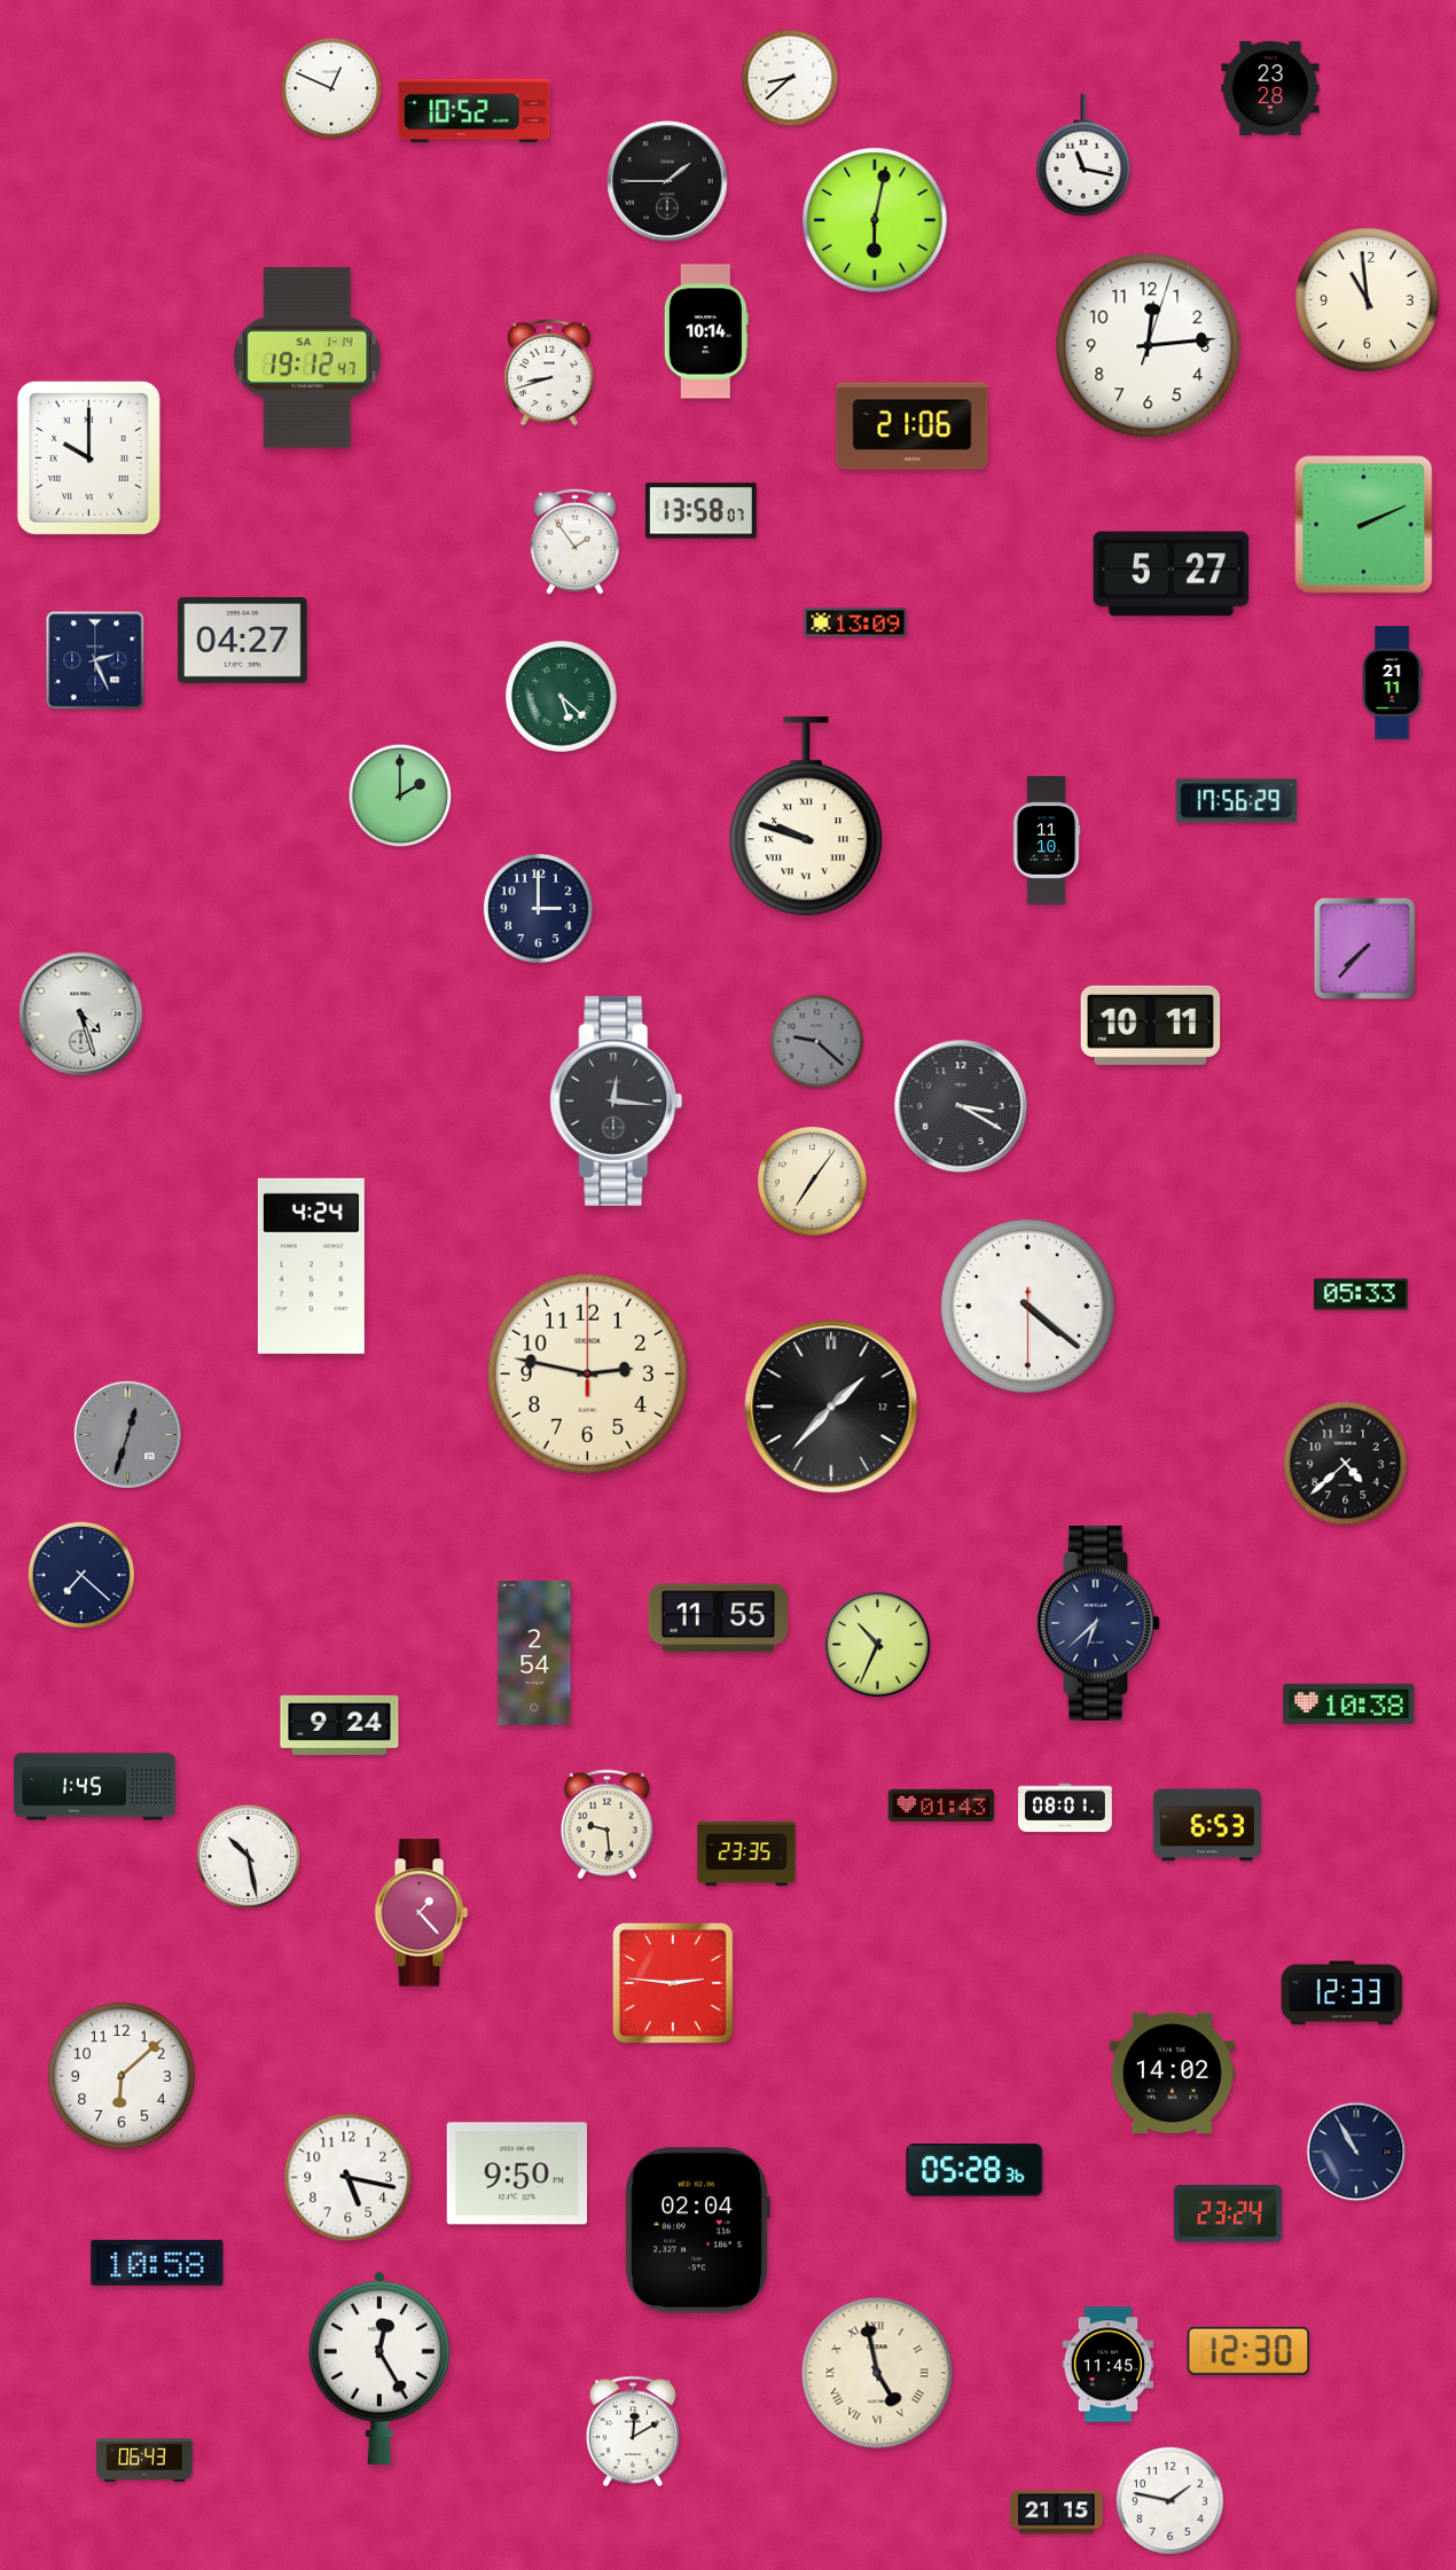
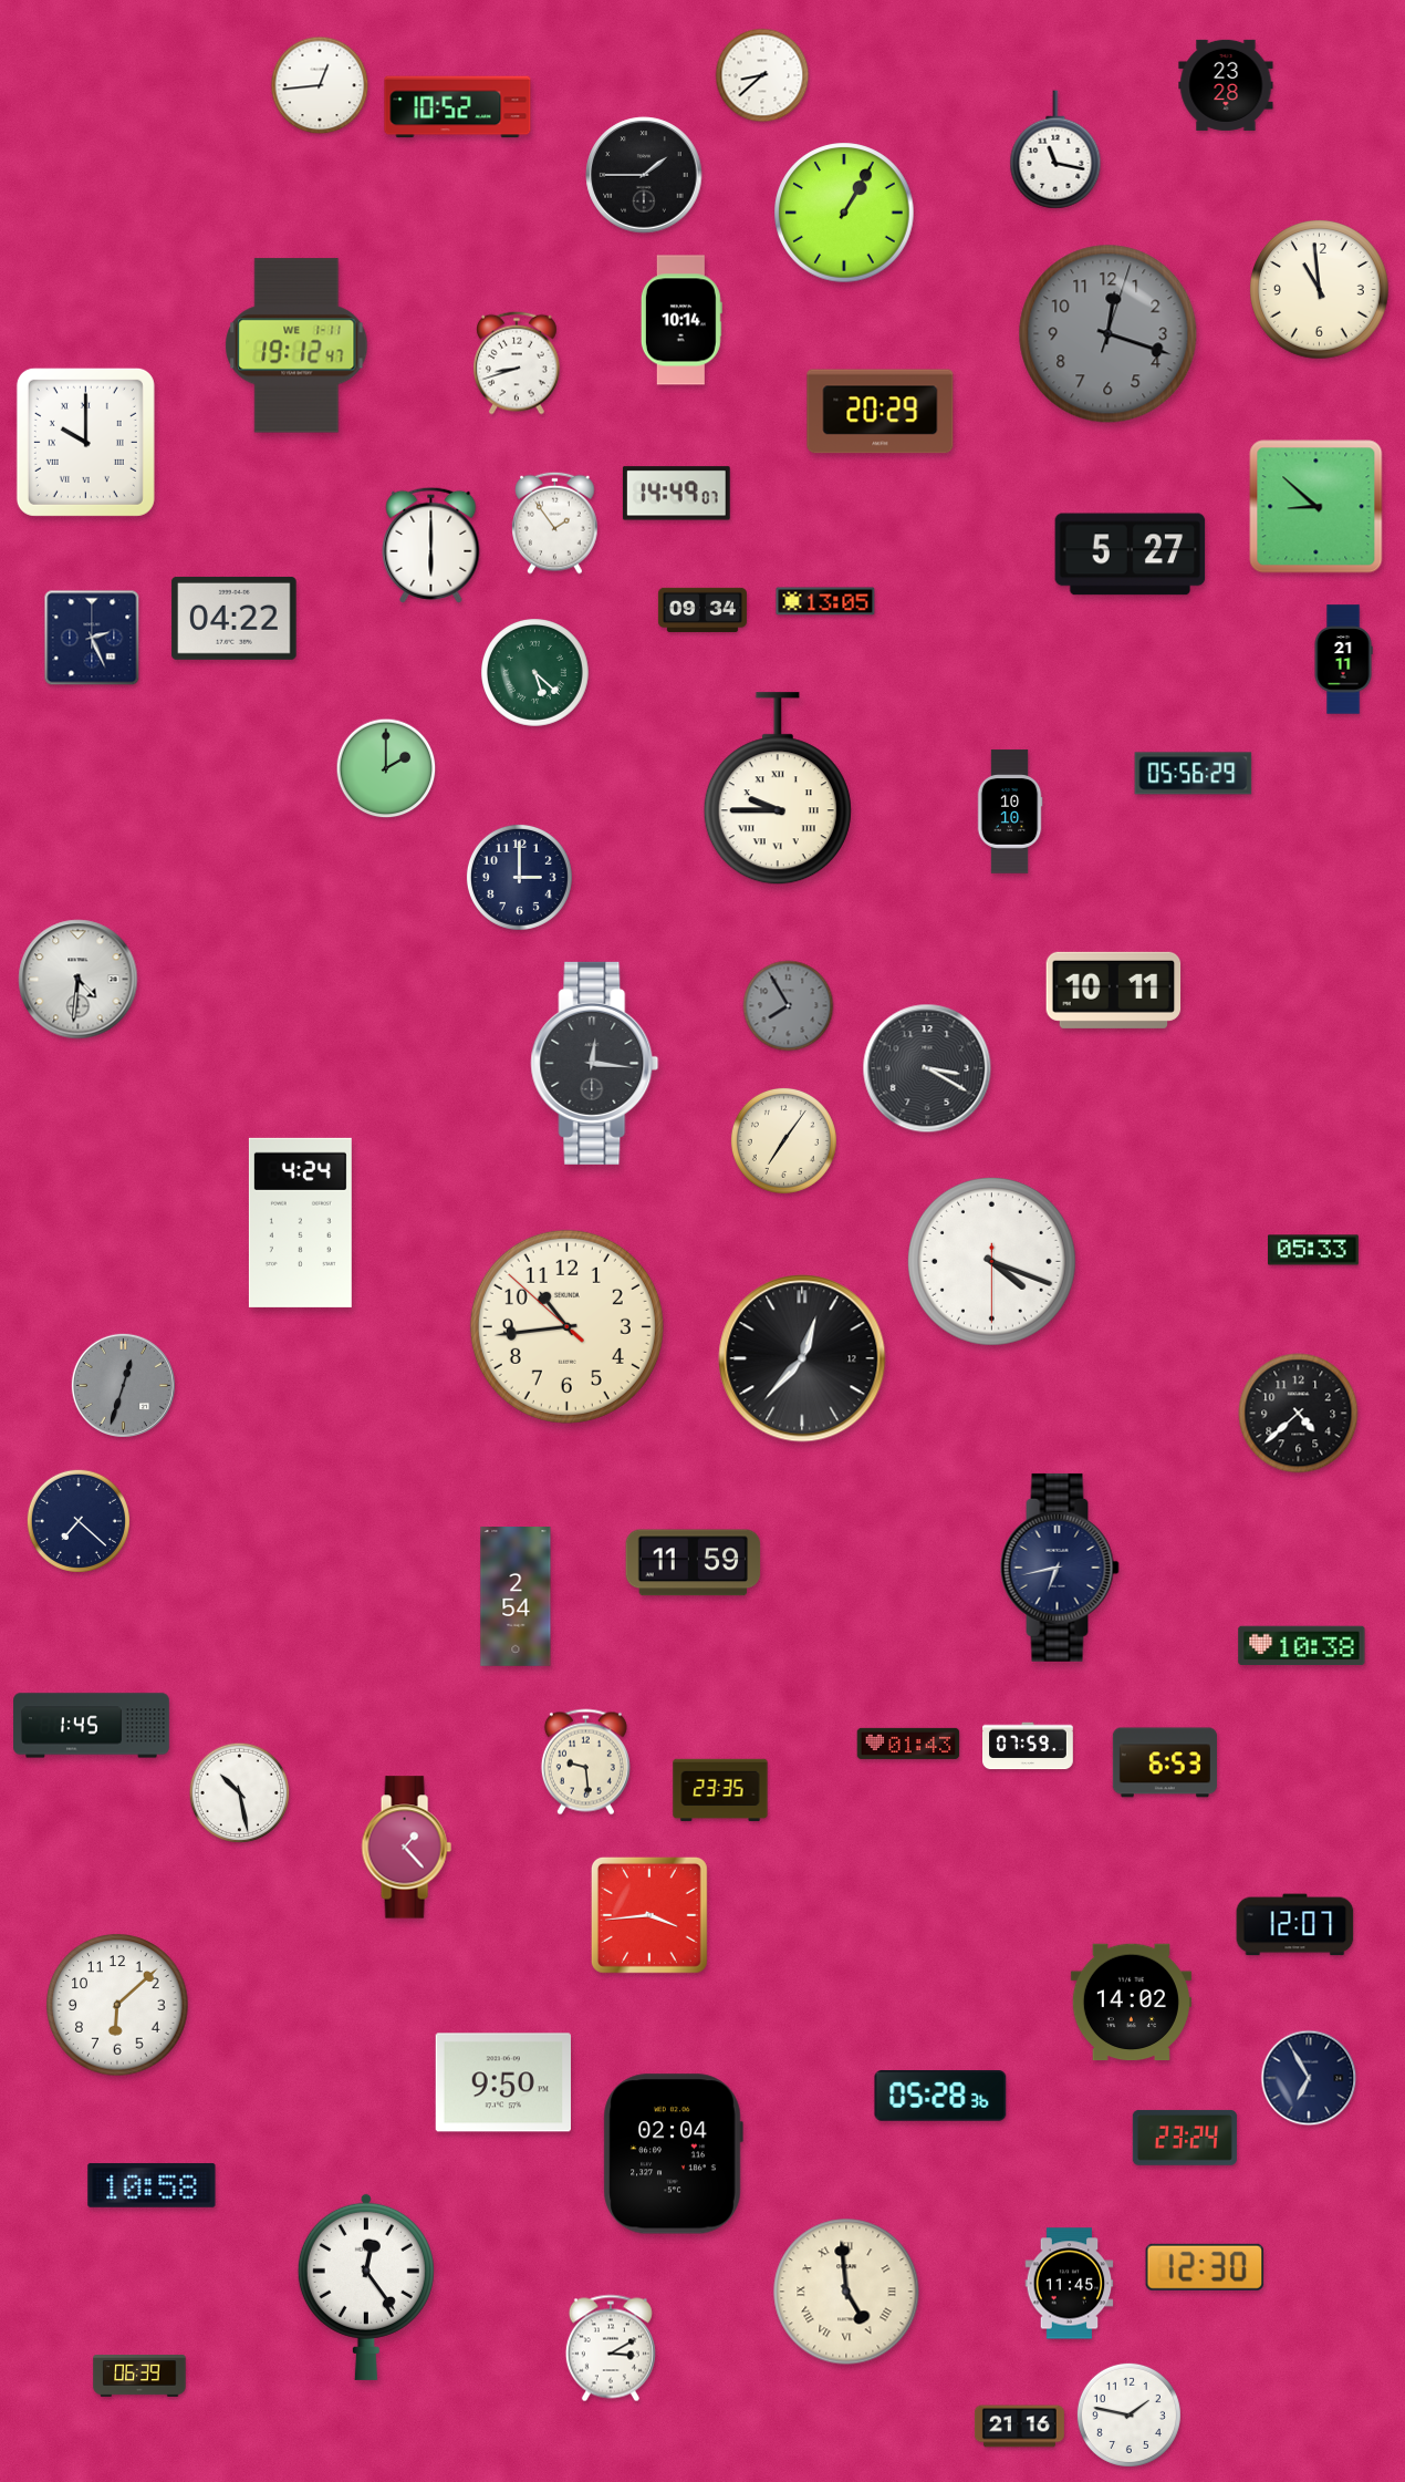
clock at (331, 88): 12:49 -> 12:44
clock at (1083, 155) position: (1083, 155) -> (1055, 149)
clock at (875, 220): 6:02 -> 1:05
clock at (1149, 346): 12:14 -> 12:18
clock at (1149, 346) dial: white -> grey
clock at (307, 358) date: SA 1-14 -> WE 1-11
clock at (550, 373) position: (550, 373) -> (518, 363)
clock at (913, 426): 21:06 -> 20:29
clock at (700, 511): 13:58 -> 14:49
clock at (1364, 525): 2:11 -> 8:52
clock at (431, 545): none -> 6:00
clock at (855, 622): 13:09 -> 13:05
clock at (702, 610): none -> 09:34
clock at (243, 640): 04:27 -> 04:22
clock at (562, 697) position: (562, 697) -> (535, 673)
clock at (1237, 801): 17:56 -> 05:56
clock at (806, 817): 9:48 -> 9:45
clock at (1047, 840): 11:10 -> 10:10
clock at (1364, 948): 7:37 -> none
clock at (81, 1014): 4:27 -> 4:31
clock at (1151, 1025) position: (1151, 1025) -> (1114, 990)
clock at (817, 1042): 9:22 -> 7:55
clock at (1027, 1306): 4:21 -> 4:18
clock at (587, 1373): 2:47 -> 10:43
clock at (831, 1407): 1:37 -> 12:37
clock at (719, 1619): 11:55 -> 11:59
clock at (1098, 1623): 6:38 -> 6:43
clock at (878, 1645): 10:34 -> none
clock at (339, 1725): 9:24 -> none
clock at (1066, 1808): 08:01 -> 07:59
clock at (673, 1983): 2:46 -> 3:44
clock at (1343, 1993): 12:33 -> 12:07
clock at (1356, 2152): 10:55 -> 6:55
clock at (516, 2173) position: (516, 2173) -> (502, 2082)
clock at (349, 2178): 5:17 -> none
clock at (1248, 2351) position: (1248, 2351) -> (1205, 2267)
clock at (379, 2367): 12:25 -> 12:24
clock at (877, 2373): 4:58 -> 4:59
clock at (633, 2431): 12:10 -> 3:10
clock at (144, 2460): 06:43 -> 06:39
clock at (1056, 2513): 21:15 -> 21:16
